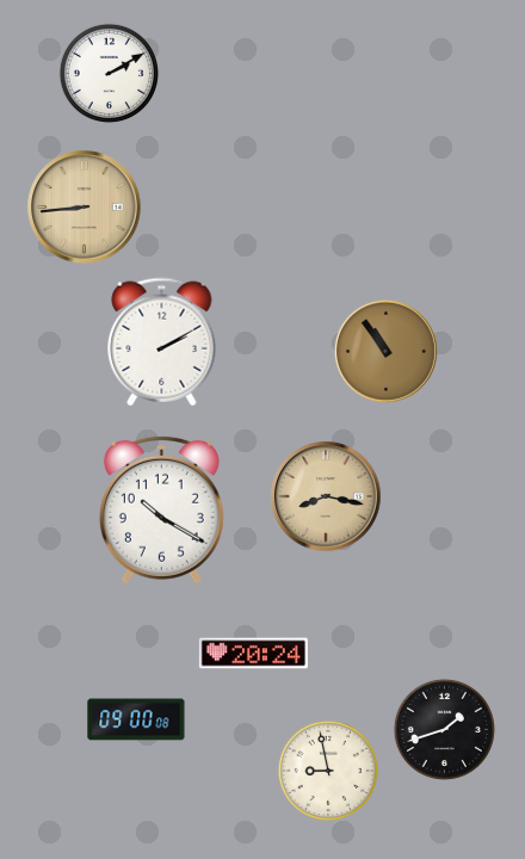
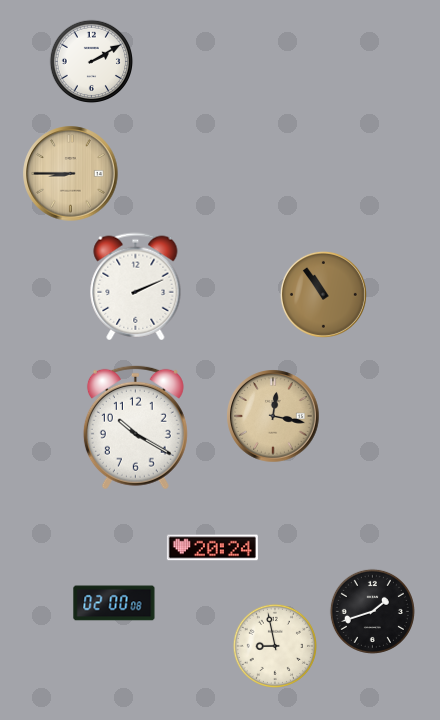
clock at (85, 208): 8:44 -> 8:45
clock at (162, 342): 2:10 -> 2:11
clock at (326, 496): 8:17 -> 12:17
clock at (136, 719): 09:00 -> 02:00
